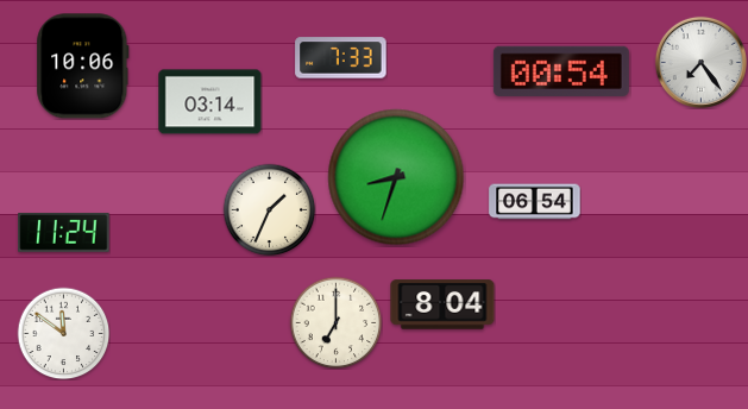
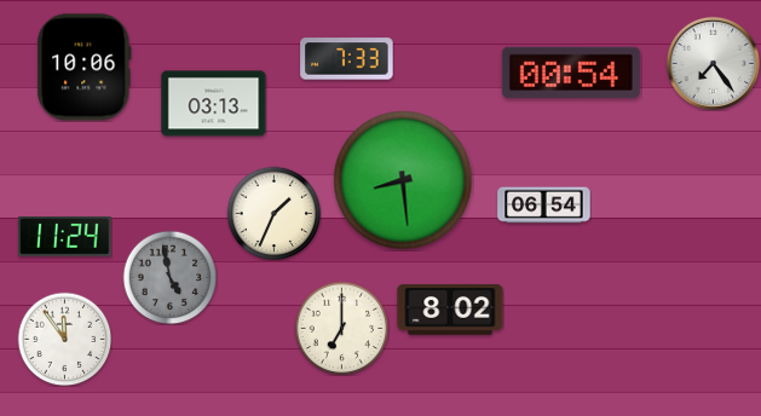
clock at (210, 102): 03:14 -> 03:13
clock at (396, 177): 8:33 -> 8:29
clock at (169, 277): none -> 4:58
clock at (442, 304): 8:04 -> 8:02
clock at (63, 333): 11:51 -> 11:54
